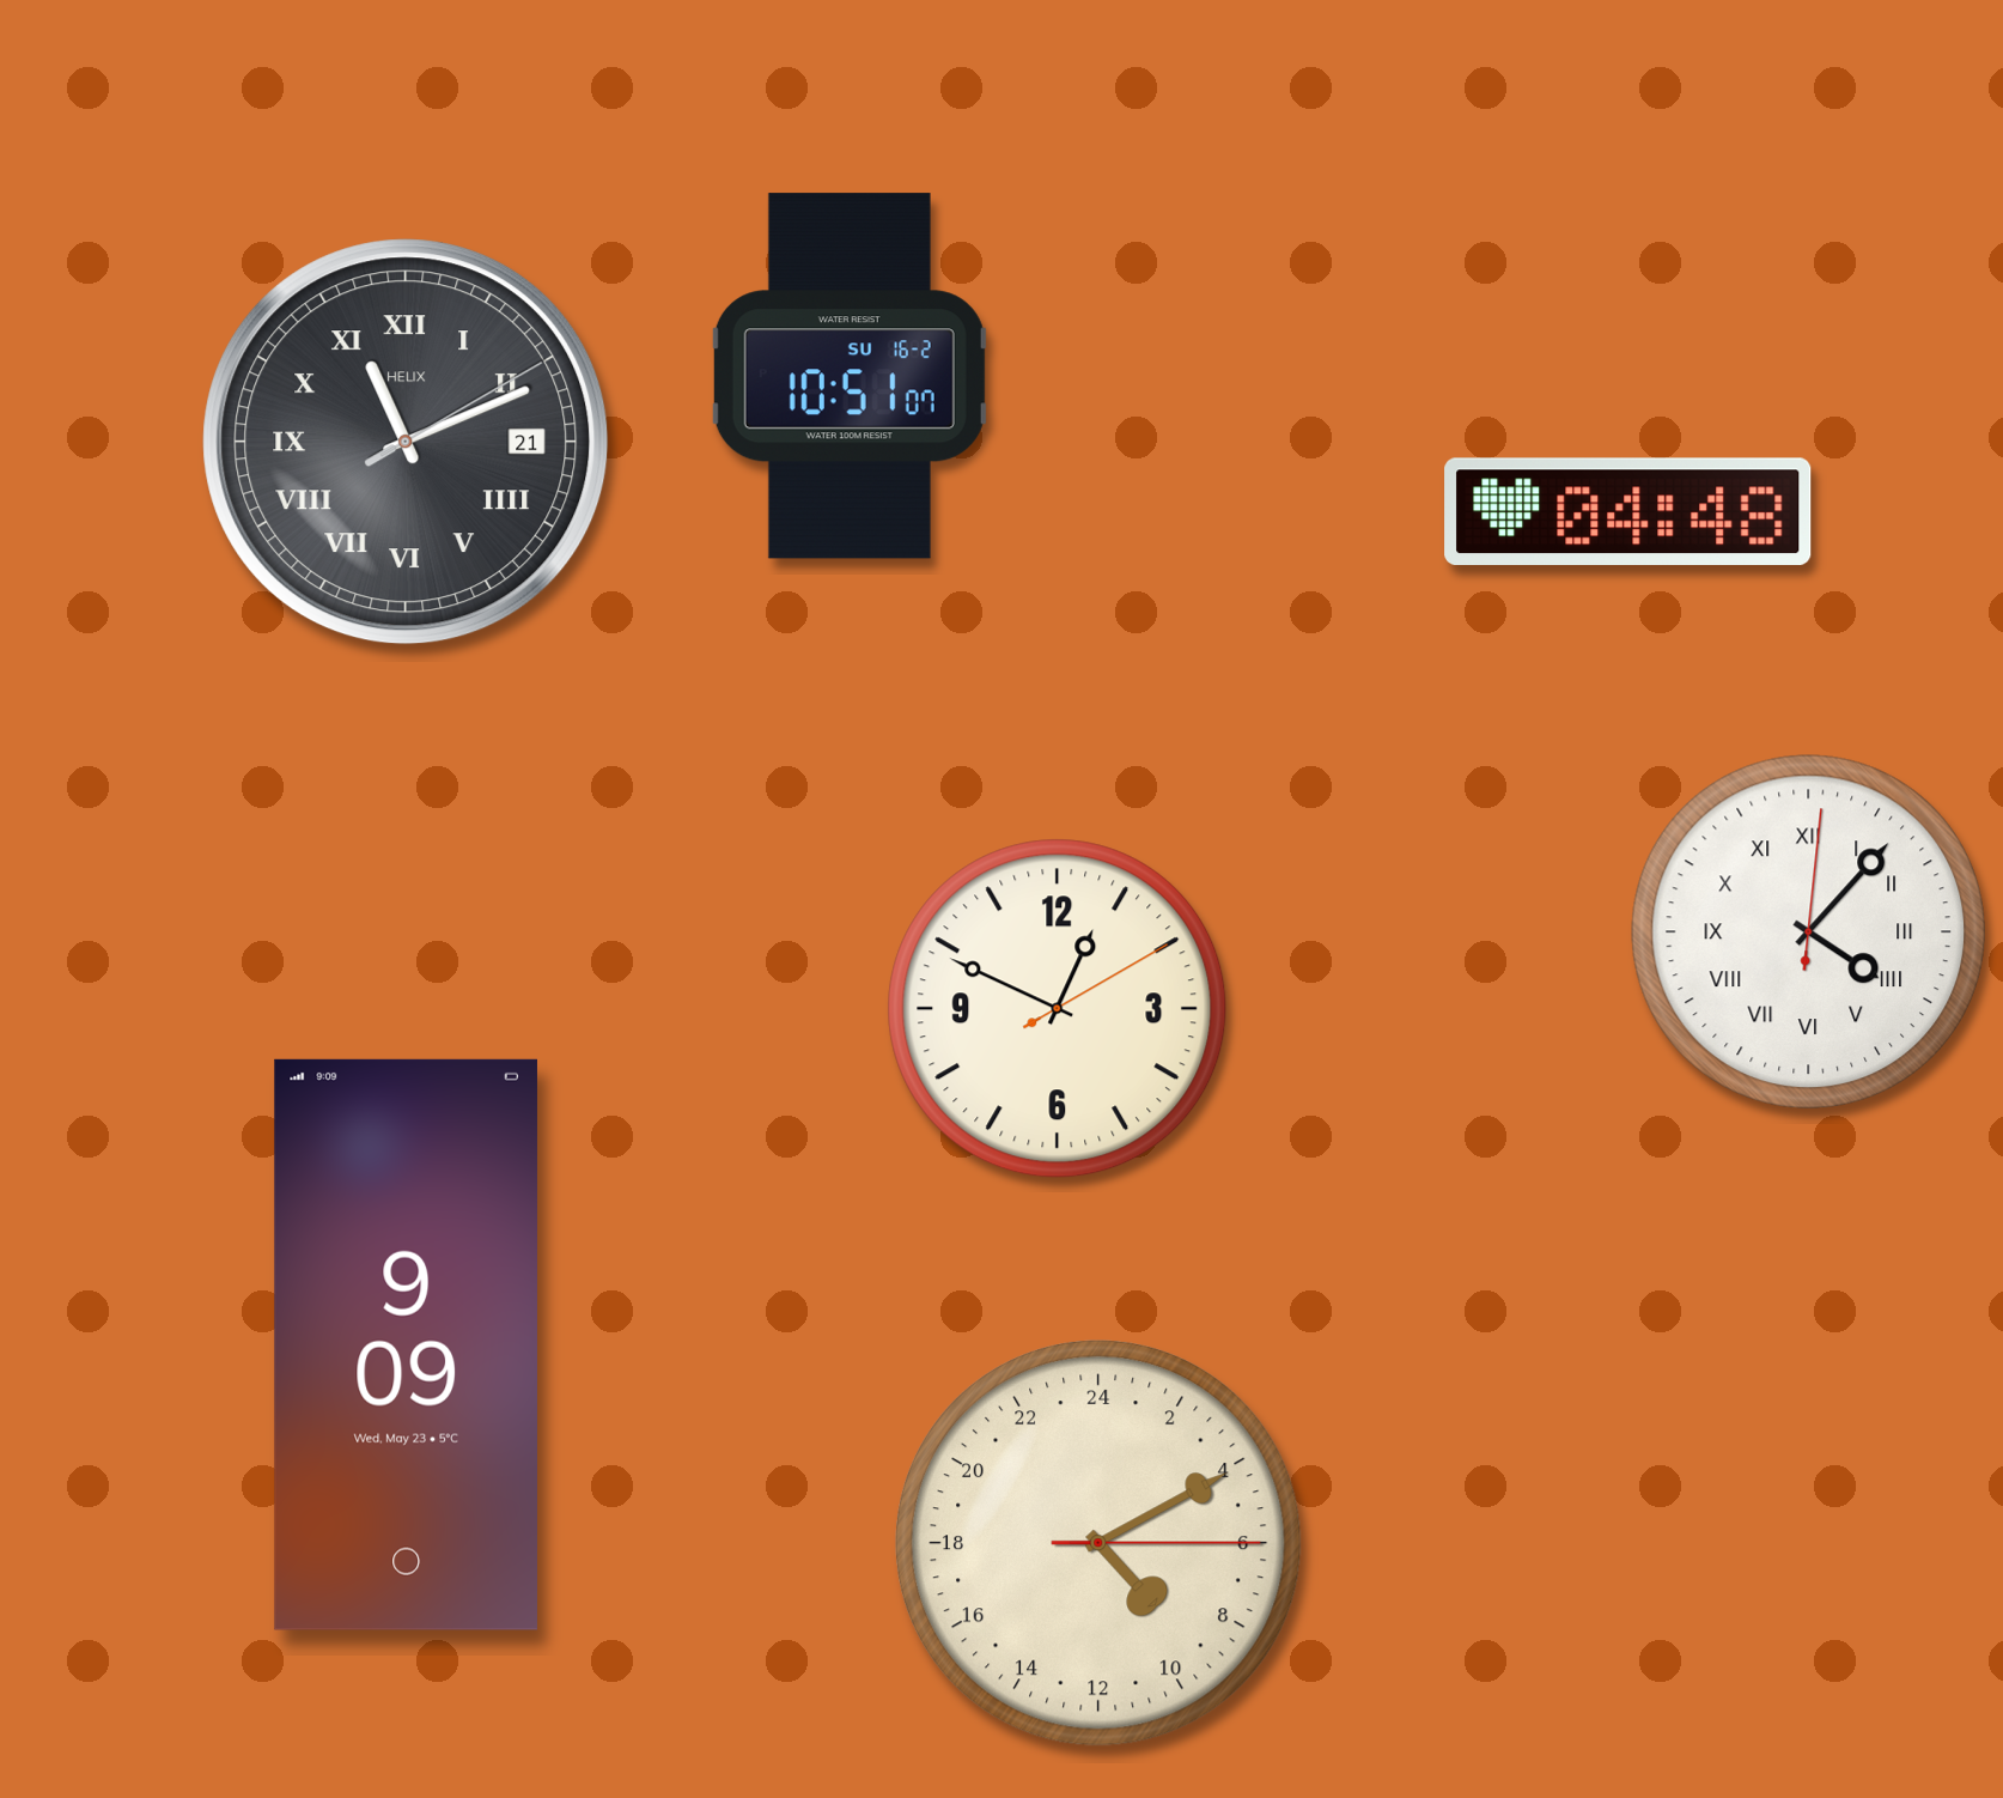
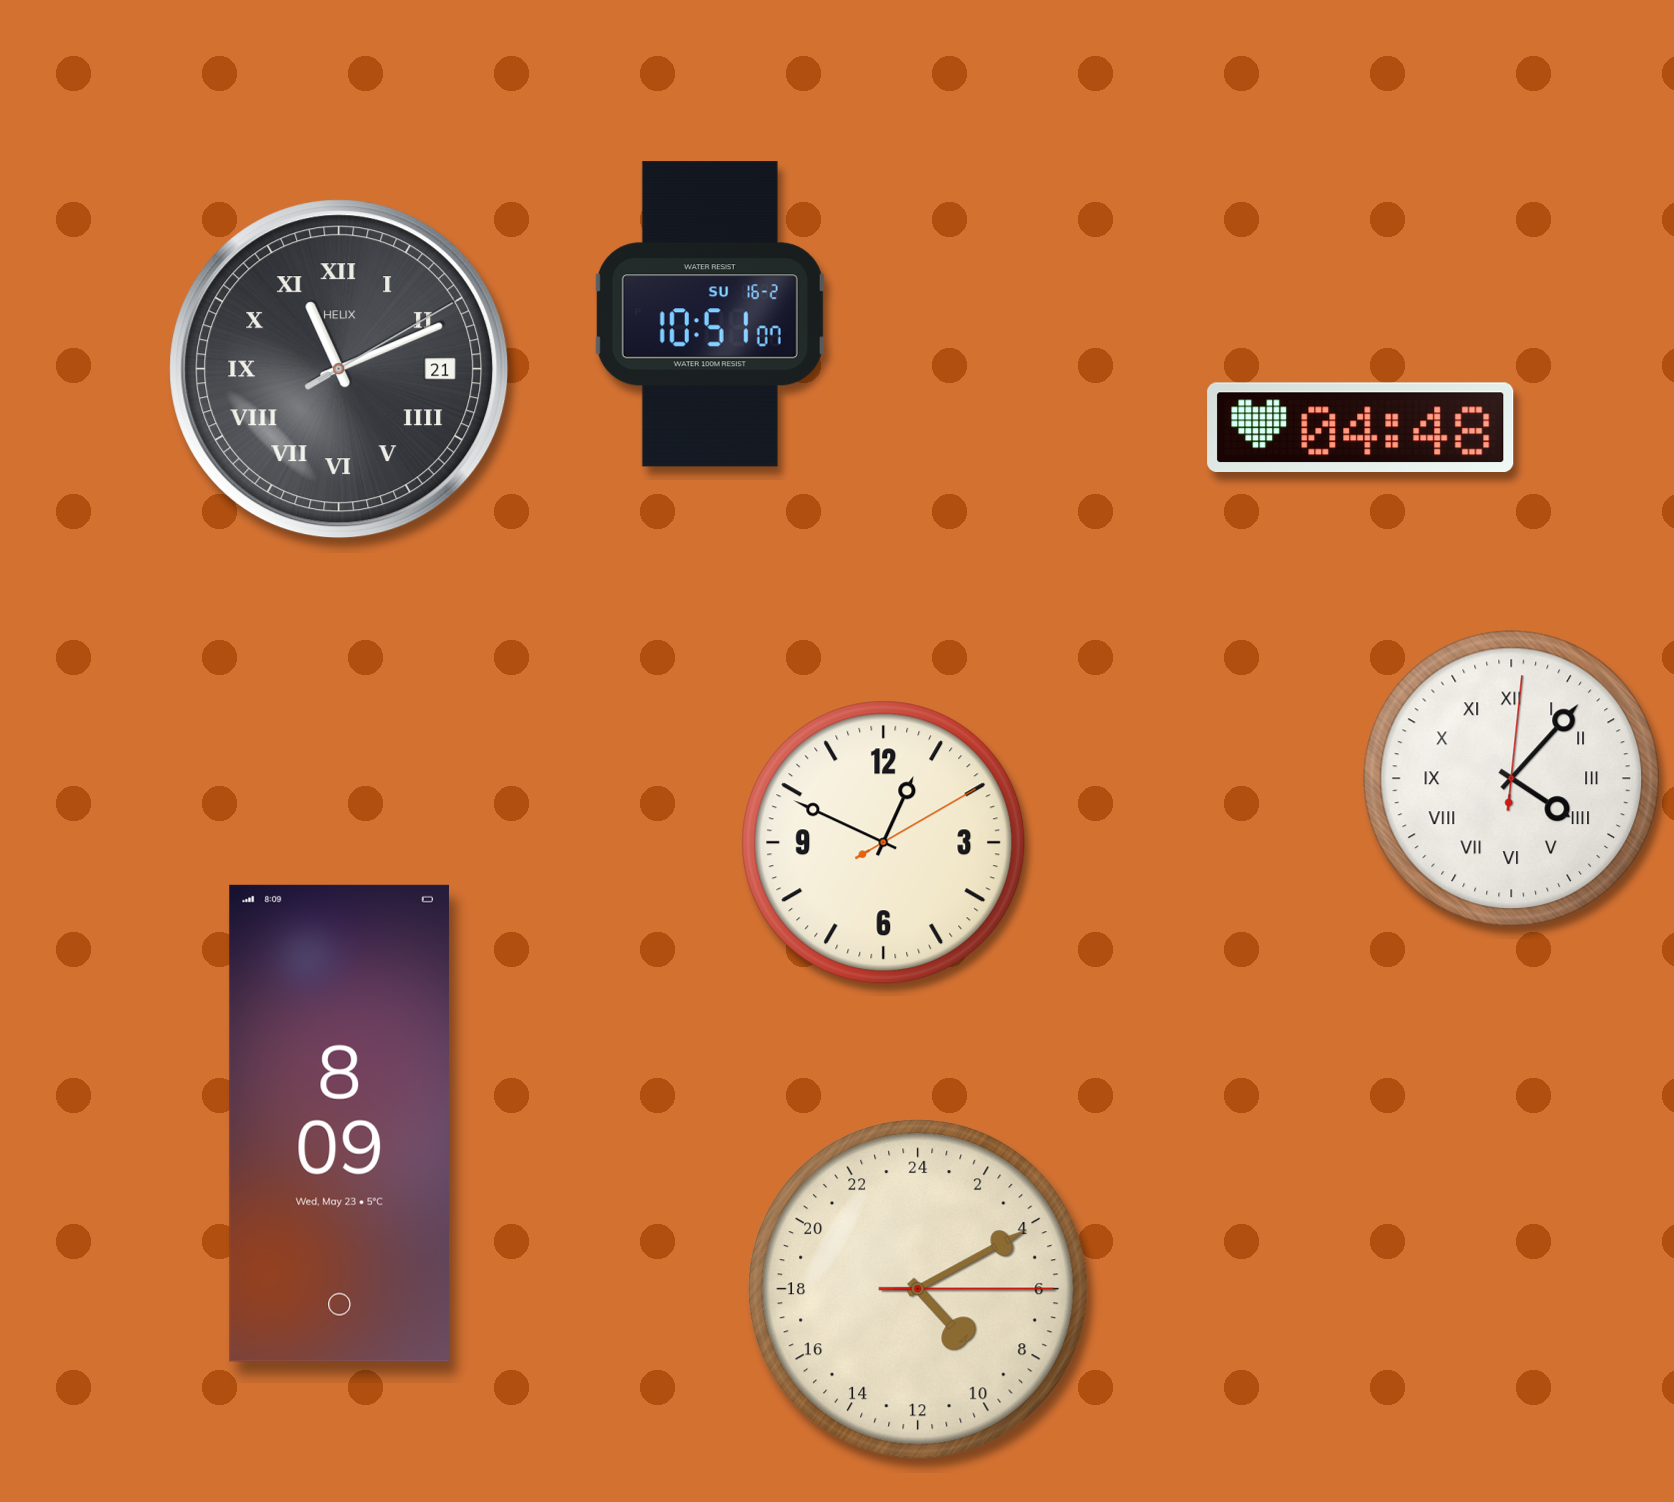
clock at (406, 1344): 9:09 -> 8:09
